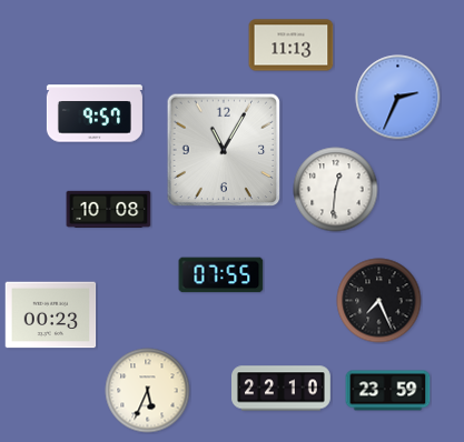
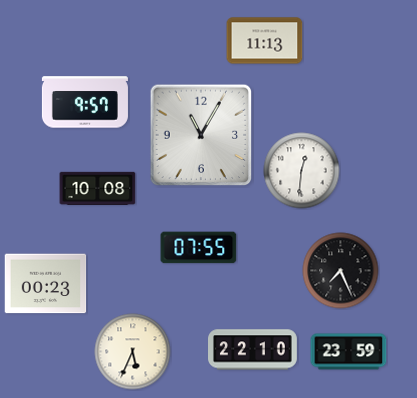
clock at (292, 46) position: (292, 46) -> (265, 41)
clock at (398, 98): 2:34 -> none
